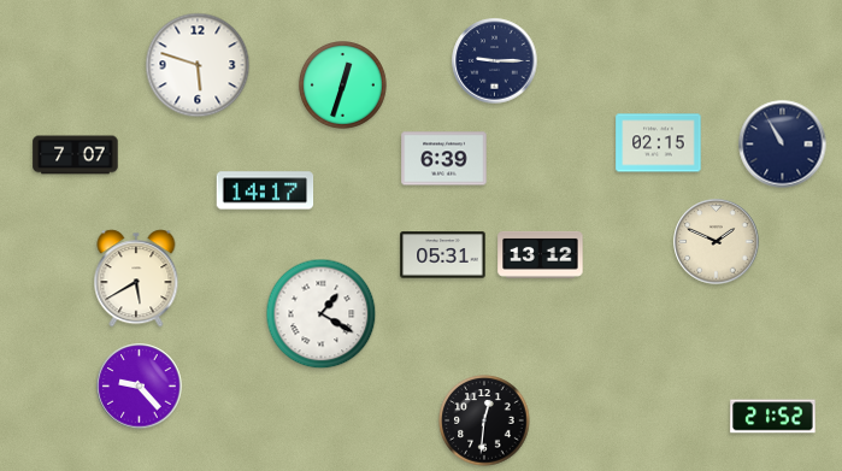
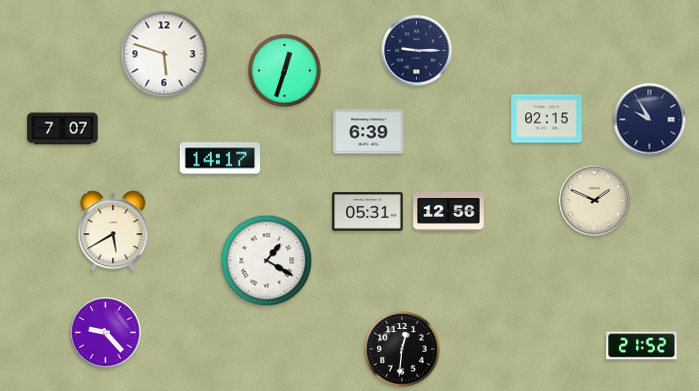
clock at (495, 61) position: (495, 61) -> (417, 51)
clock at (783, 145): 10:55 -> 9:55
clock at (541, 254): 13:12 -> 12:56
clock at (140, 387) position: (140, 387) -> (106, 333)
